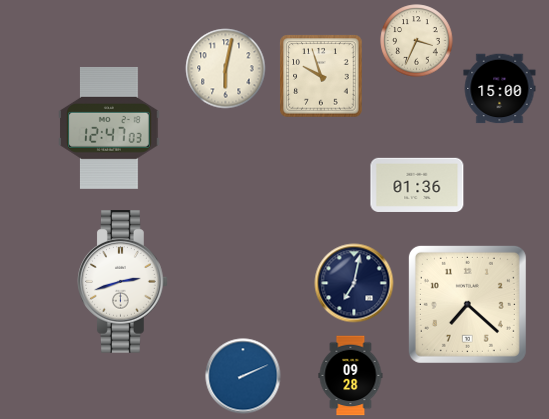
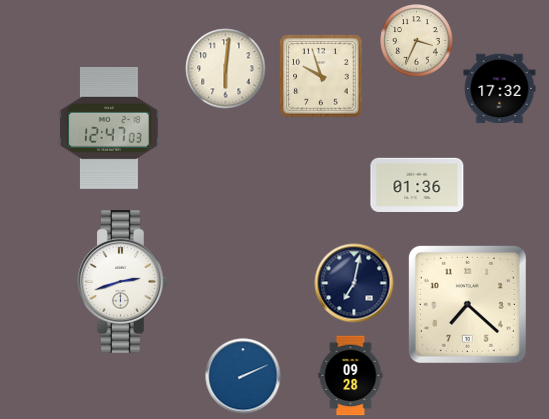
clock at (226, 69): 6:02 -> 6:01
clock at (500, 89): 15:00 -> 17:32
